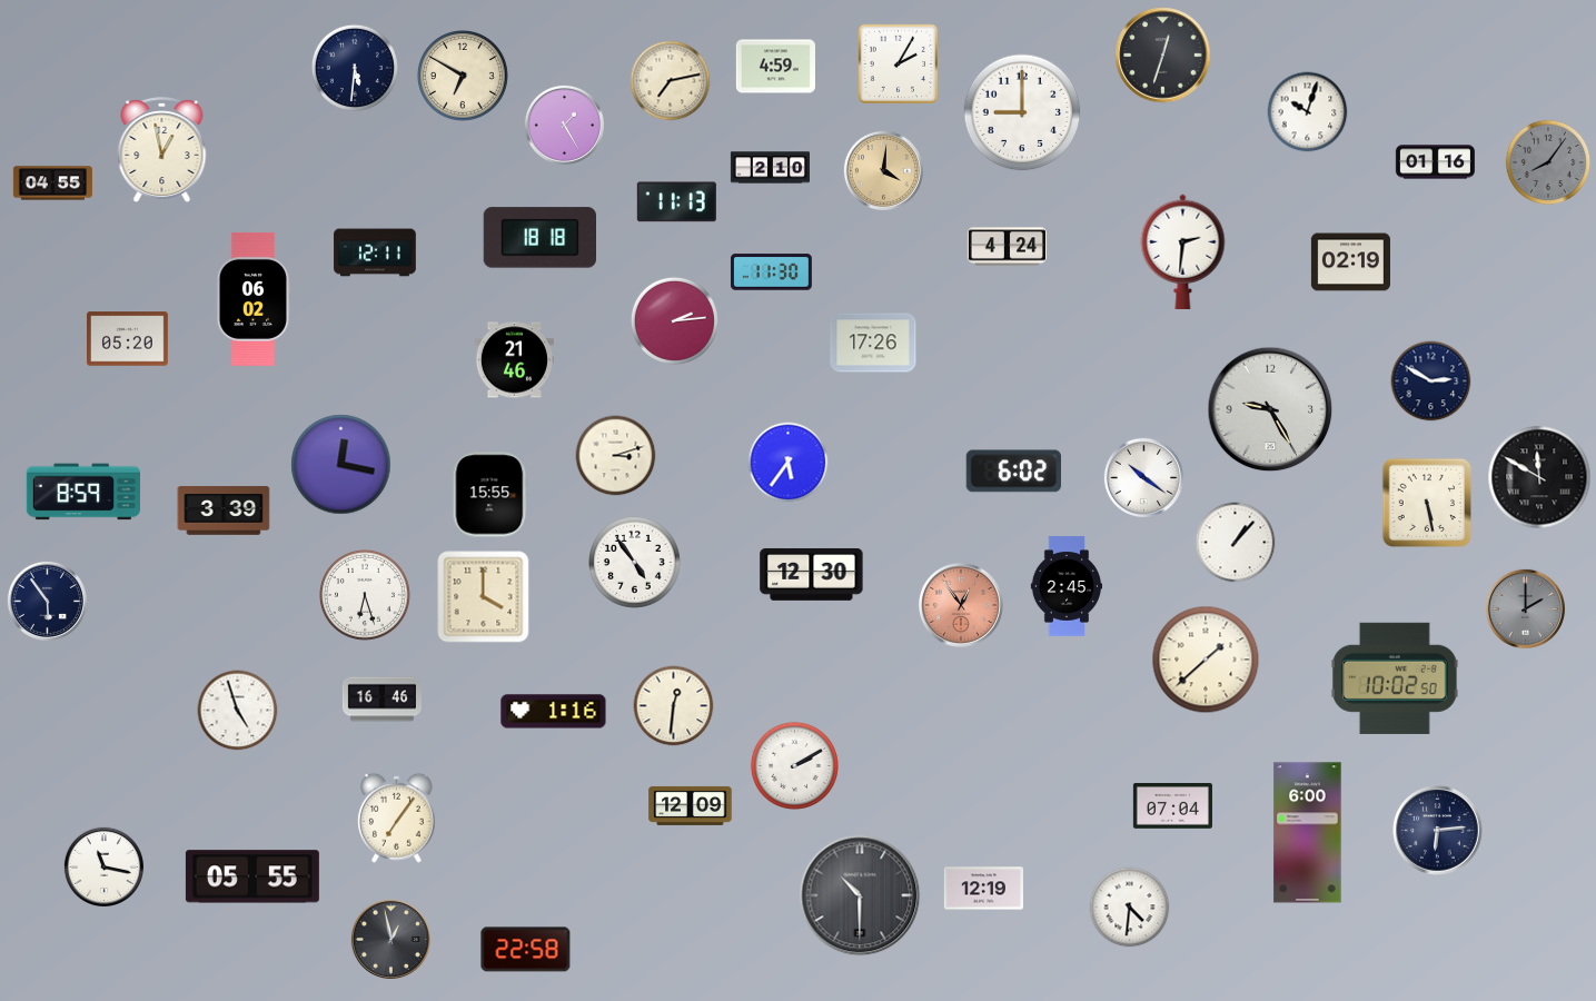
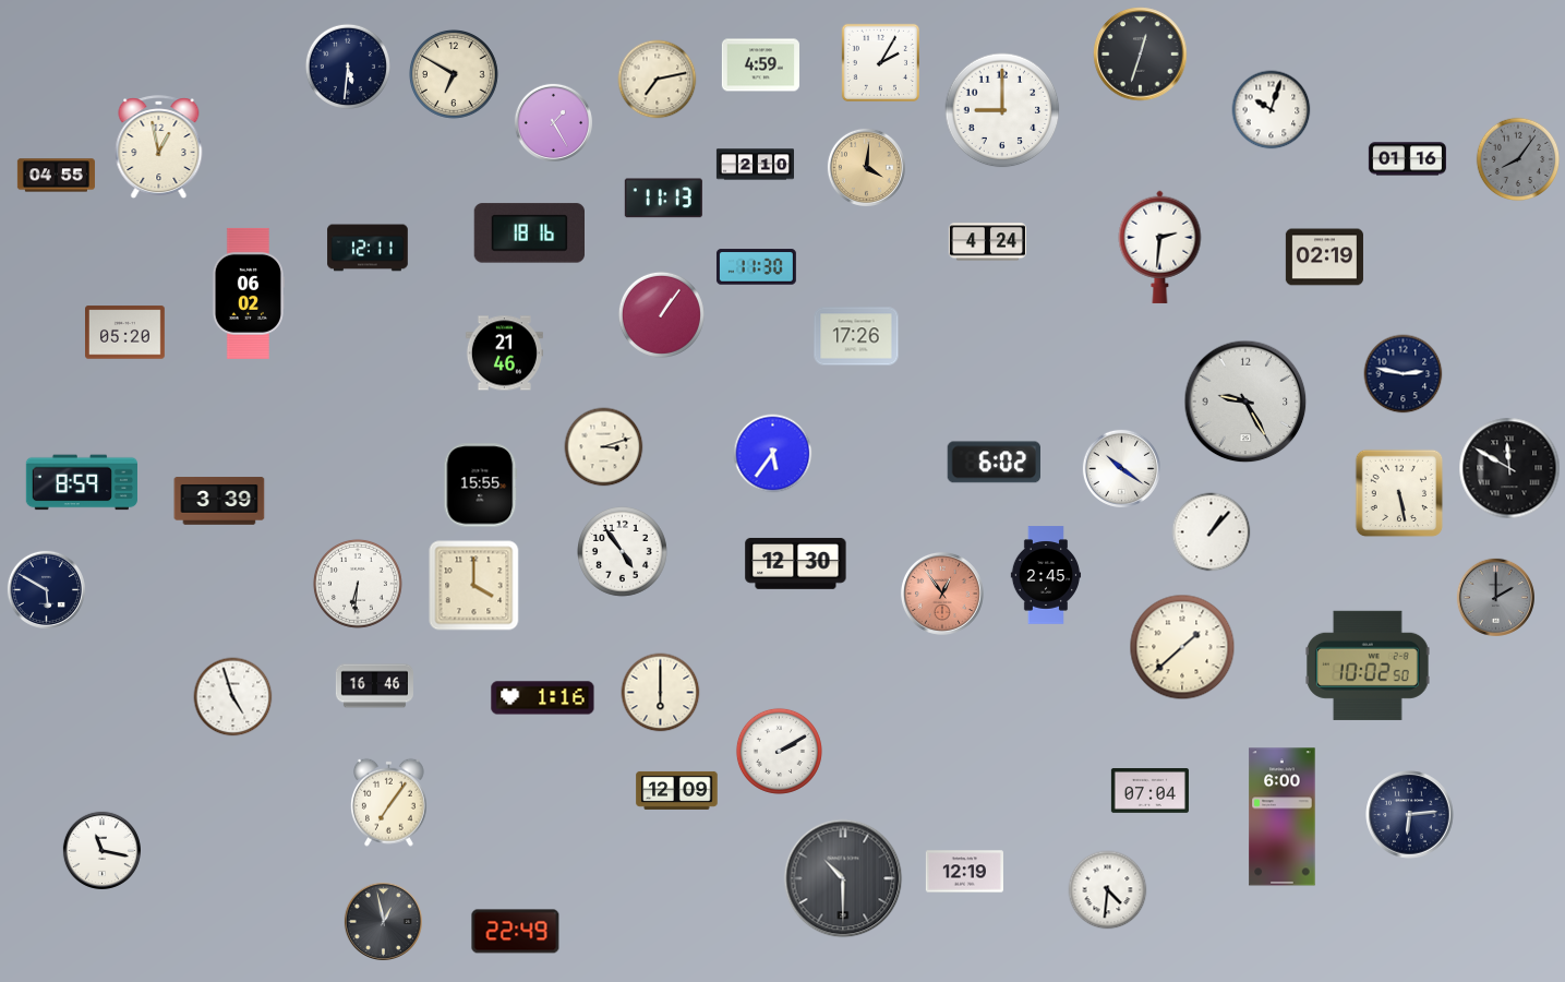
clock at (1308, 112) position: (1308, 112) -> (1272, 110)
clock at (52, 184) position: (52, 184) -> (56, 176)
clock at (539, 238): 18:18 -> 18:16
clock at (674, 320): 2:14 -> 1:06
clock at (1431, 381): 2:50 -> 2:47
clock at (341, 465): 12:17 -> none
clock at (365, 595): 6:27 -> 6:31
clock at (47, 601): 5:54 -> 5:50
clock at (674, 706): 12:31 -> 6:00
clock at (252, 876): 05:55 -> none
clock at (526, 950): 22:58 -> 22:49
